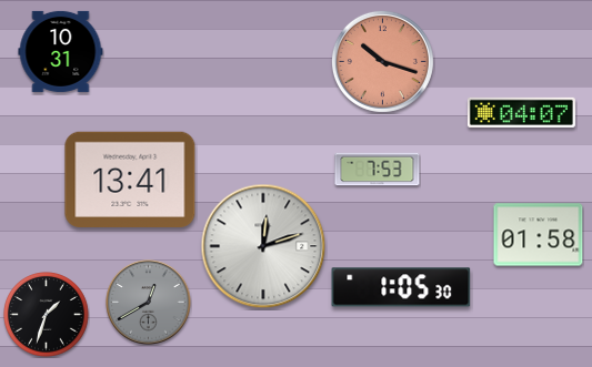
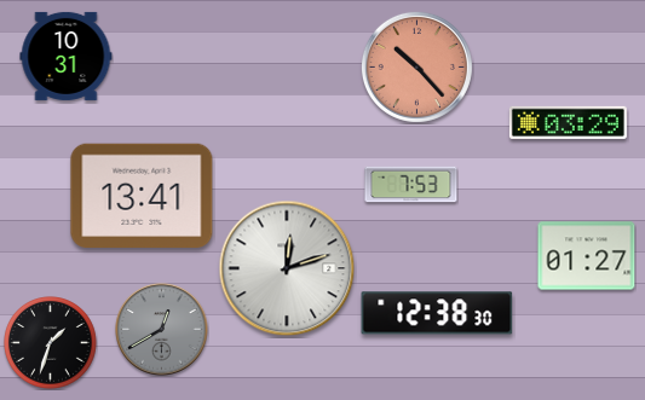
clock at (382, 61): 10:18 -> 10:23
clock at (521, 112): 04:07 -> 03:29
clock at (539, 235): 01:58 -> 01:27
clock at (401, 287): 1:05 -> 12:38
